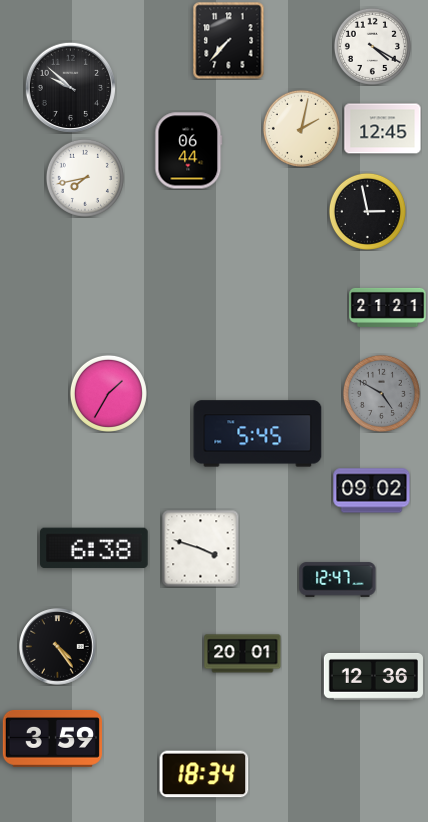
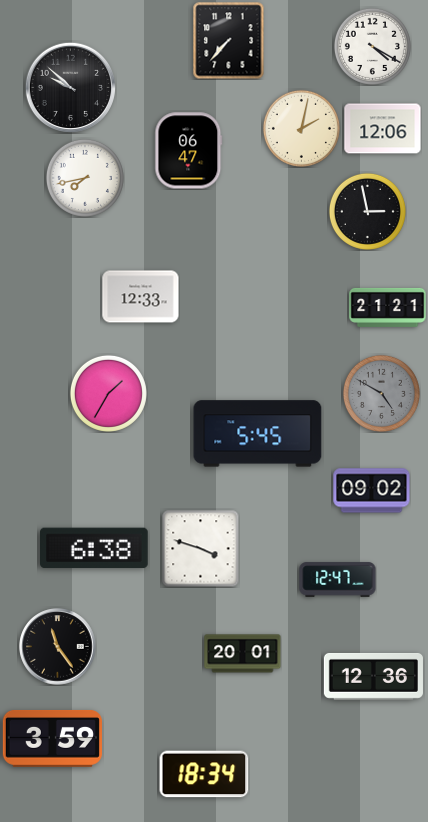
clock at (383, 129): 12:45 -> 12:06
clock at (189, 151): 06:44 -> 06:47
clock at (141, 297): none -> 12:33
clock at (58, 647): 4:24 -> 11:24
